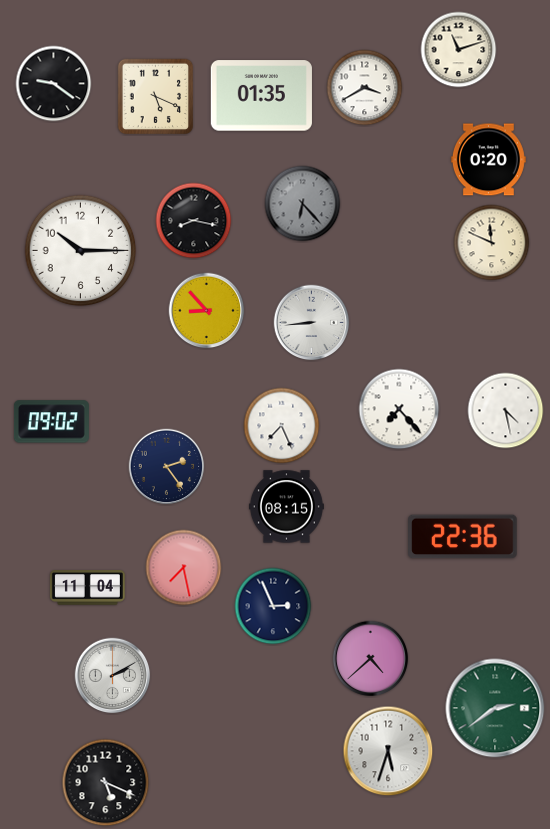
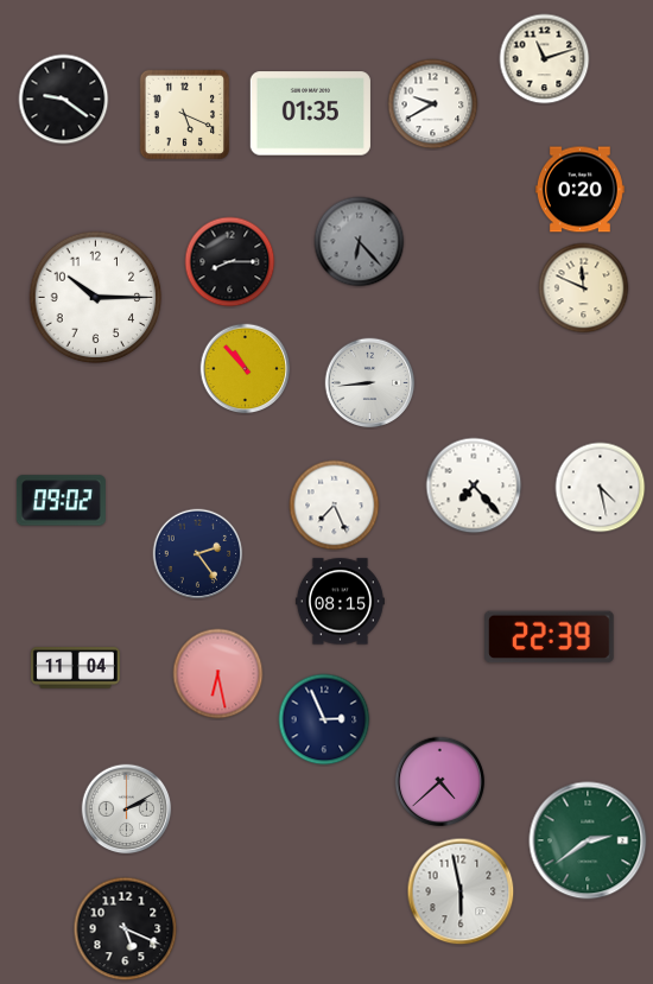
clock at (365, 88): 3:40 -> 9:40
clock at (194, 221): 8:17 -> 8:15
clock at (207, 311): 8:53 -> 10:53
clock at (463, 537): 22:36 -> 22:39
clock at (184, 568): 7:28 -> 6:28
clock at (87, 588) position: (87, 588) -> (75, 668)
clock at (113, 676) position: (113, 676) -> (127, 810)
clock at (388, 751): 5:33 -> 5:58
